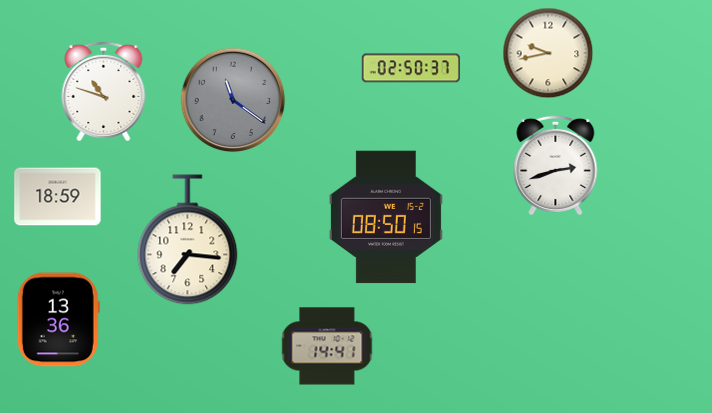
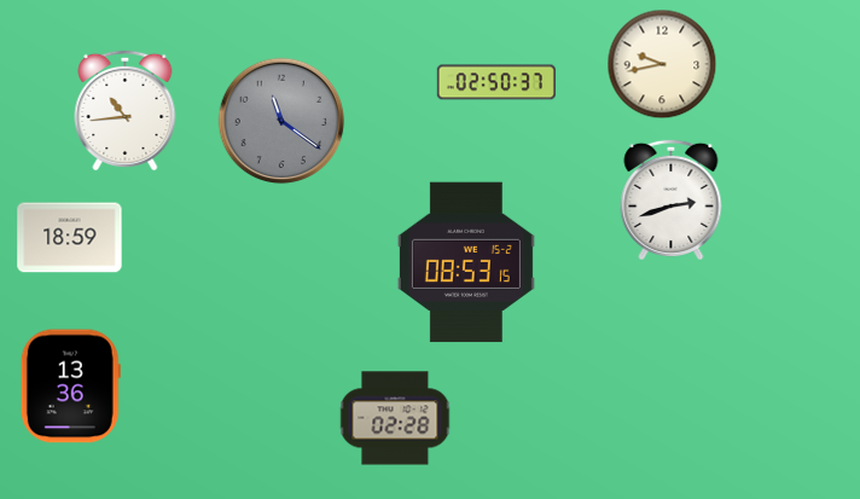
clock at (104, 91): 10:48 -> 10:44
clock at (386, 217): 08:50 -> 08:53
clock at (188, 240): 7:16 -> none
clock at (327, 346): 14:41 -> 02:28
